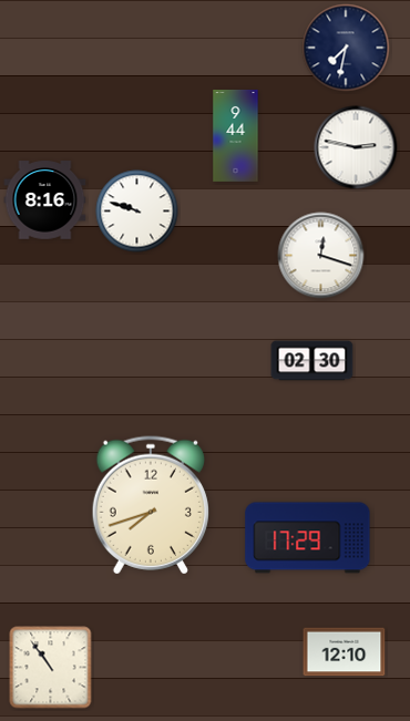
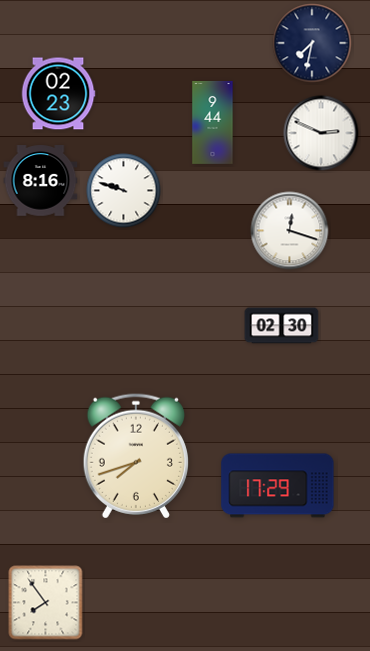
clock at (58, 94): none -> 02:23
clock at (356, 147): 2:47 -> 2:49
clock at (345, 652): 12:10 -> none
clock at (51, 668): 10:54 -> 7:54
